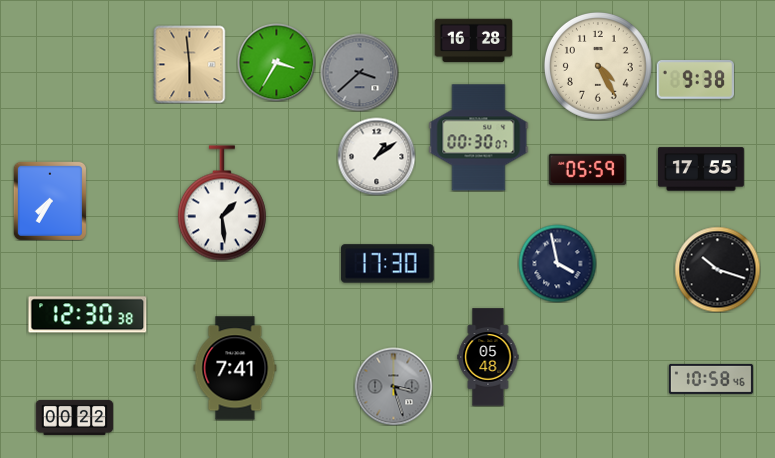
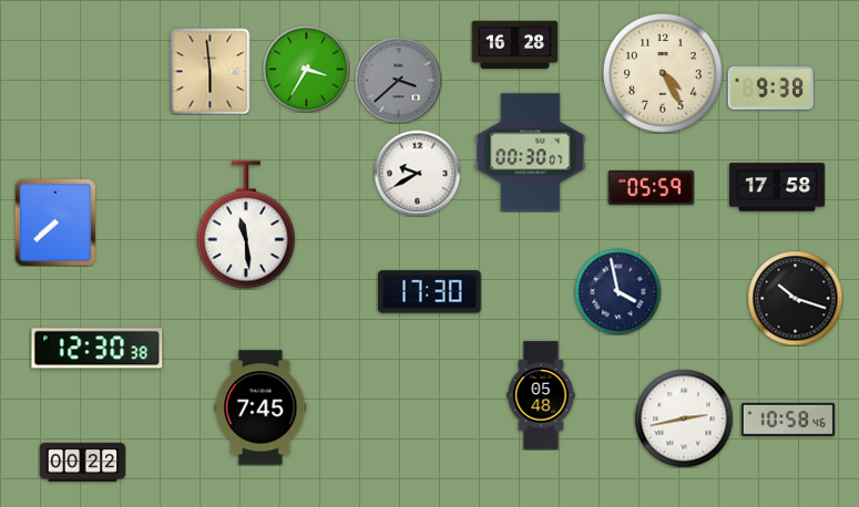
clock at (473, 41) position: (473, 41) -> (514, 45)
clock at (376, 156): 1:09 -> 9:40
clock at (701, 169): 17:55 -> 17:58
clock at (50, 201): 7:35 -> 7:38
clock at (222, 203): 1:29 -> 11:29
clock at (235, 368): 7:41 -> 7:45
clock at (684, 418): none -> 2:43
clock at (393, 386): 3:27 -> none
